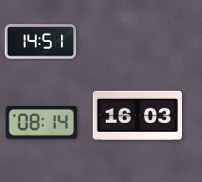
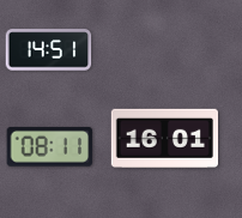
clock at (137, 115): 16:03 -> 16:01
clock at (42, 122): 08:14 -> 08:11
